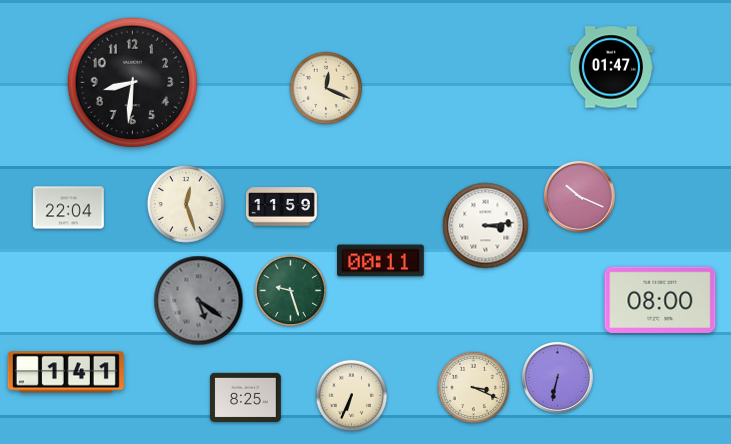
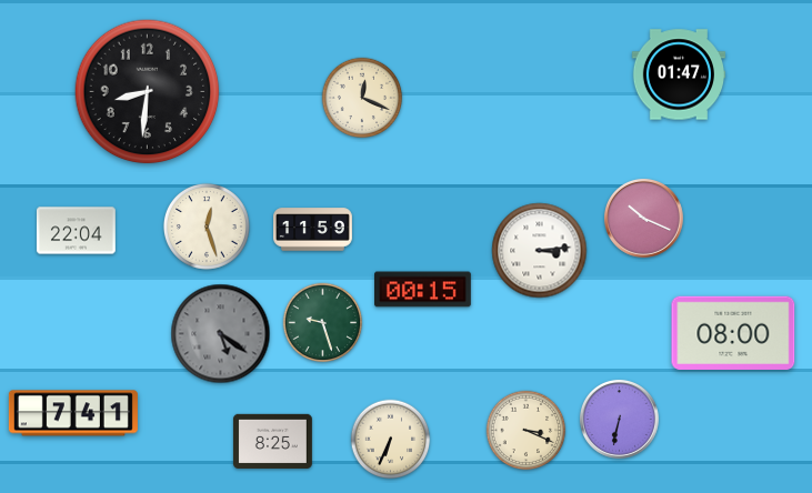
clock at (381, 261): 00:11 -> 00:15
clock at (66, 372): 1:41 -> 7:41
